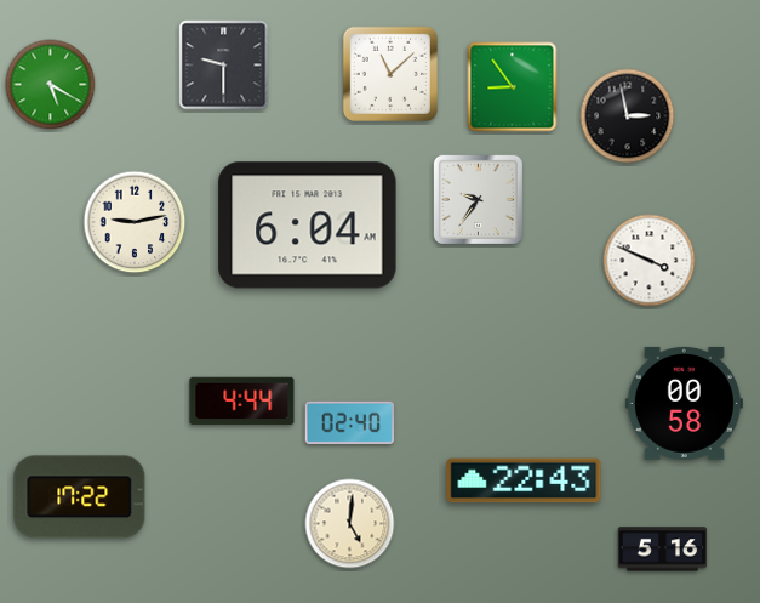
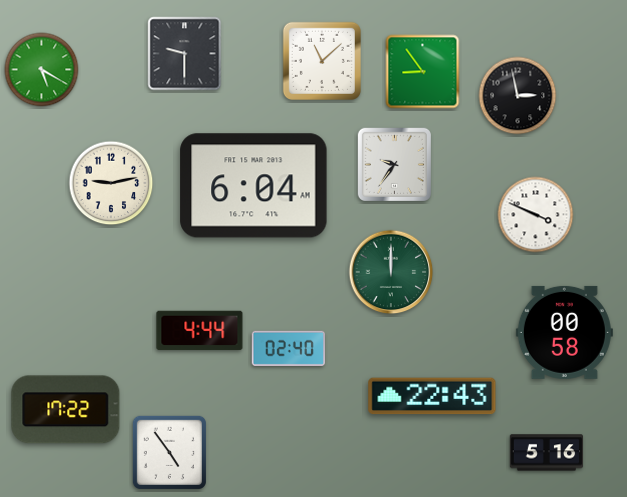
clock at (391, 272): none -> 12:00
clock at (350, 524): 5:01 -> none
clock at (169, 452): none -> 4:54
